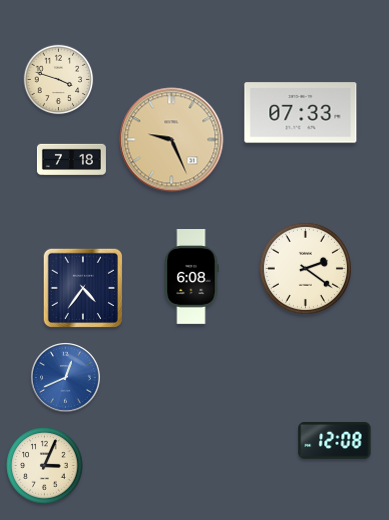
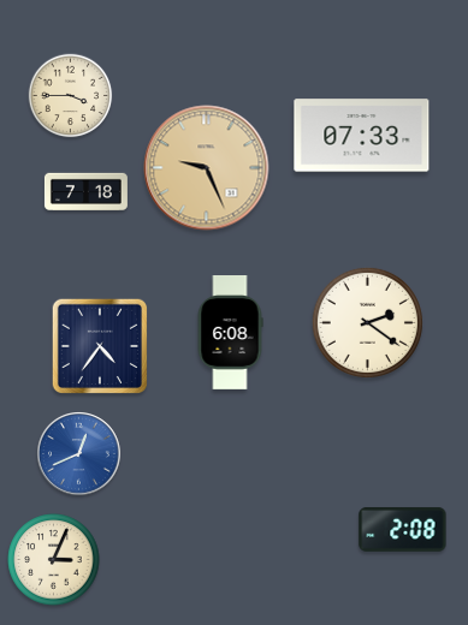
clock at (59, 80): 3:48 -> 3:45
clock at (335, 441): 12:08 -> 2:08
